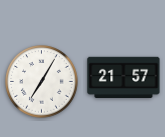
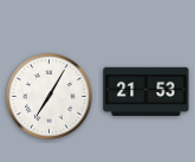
clock at (124, 77): 21:57 -> 21:53
